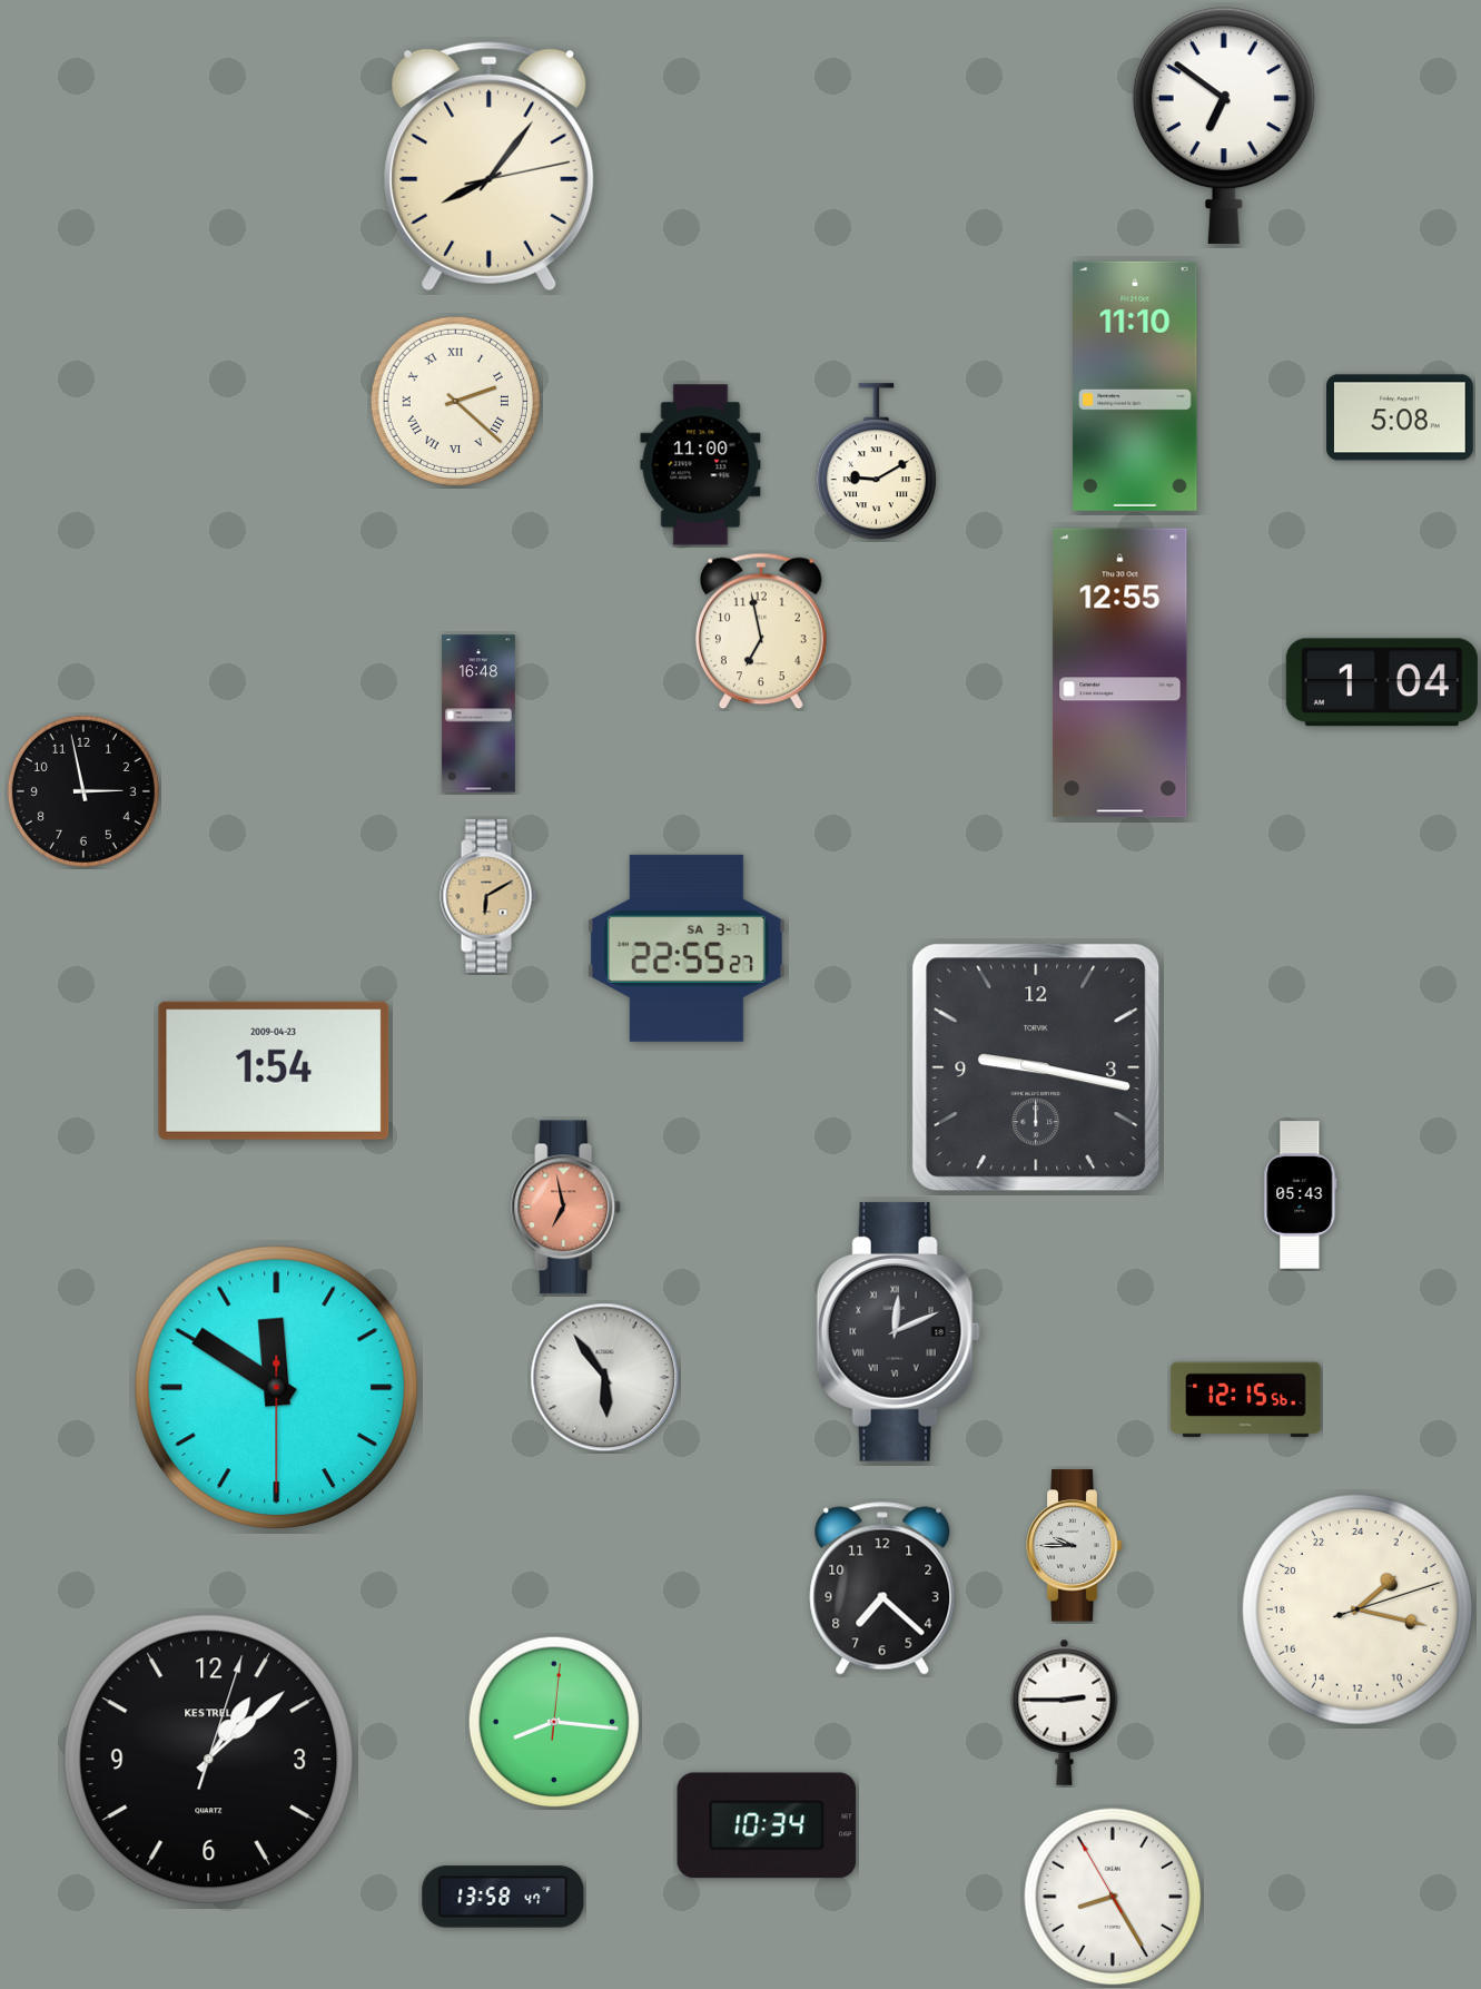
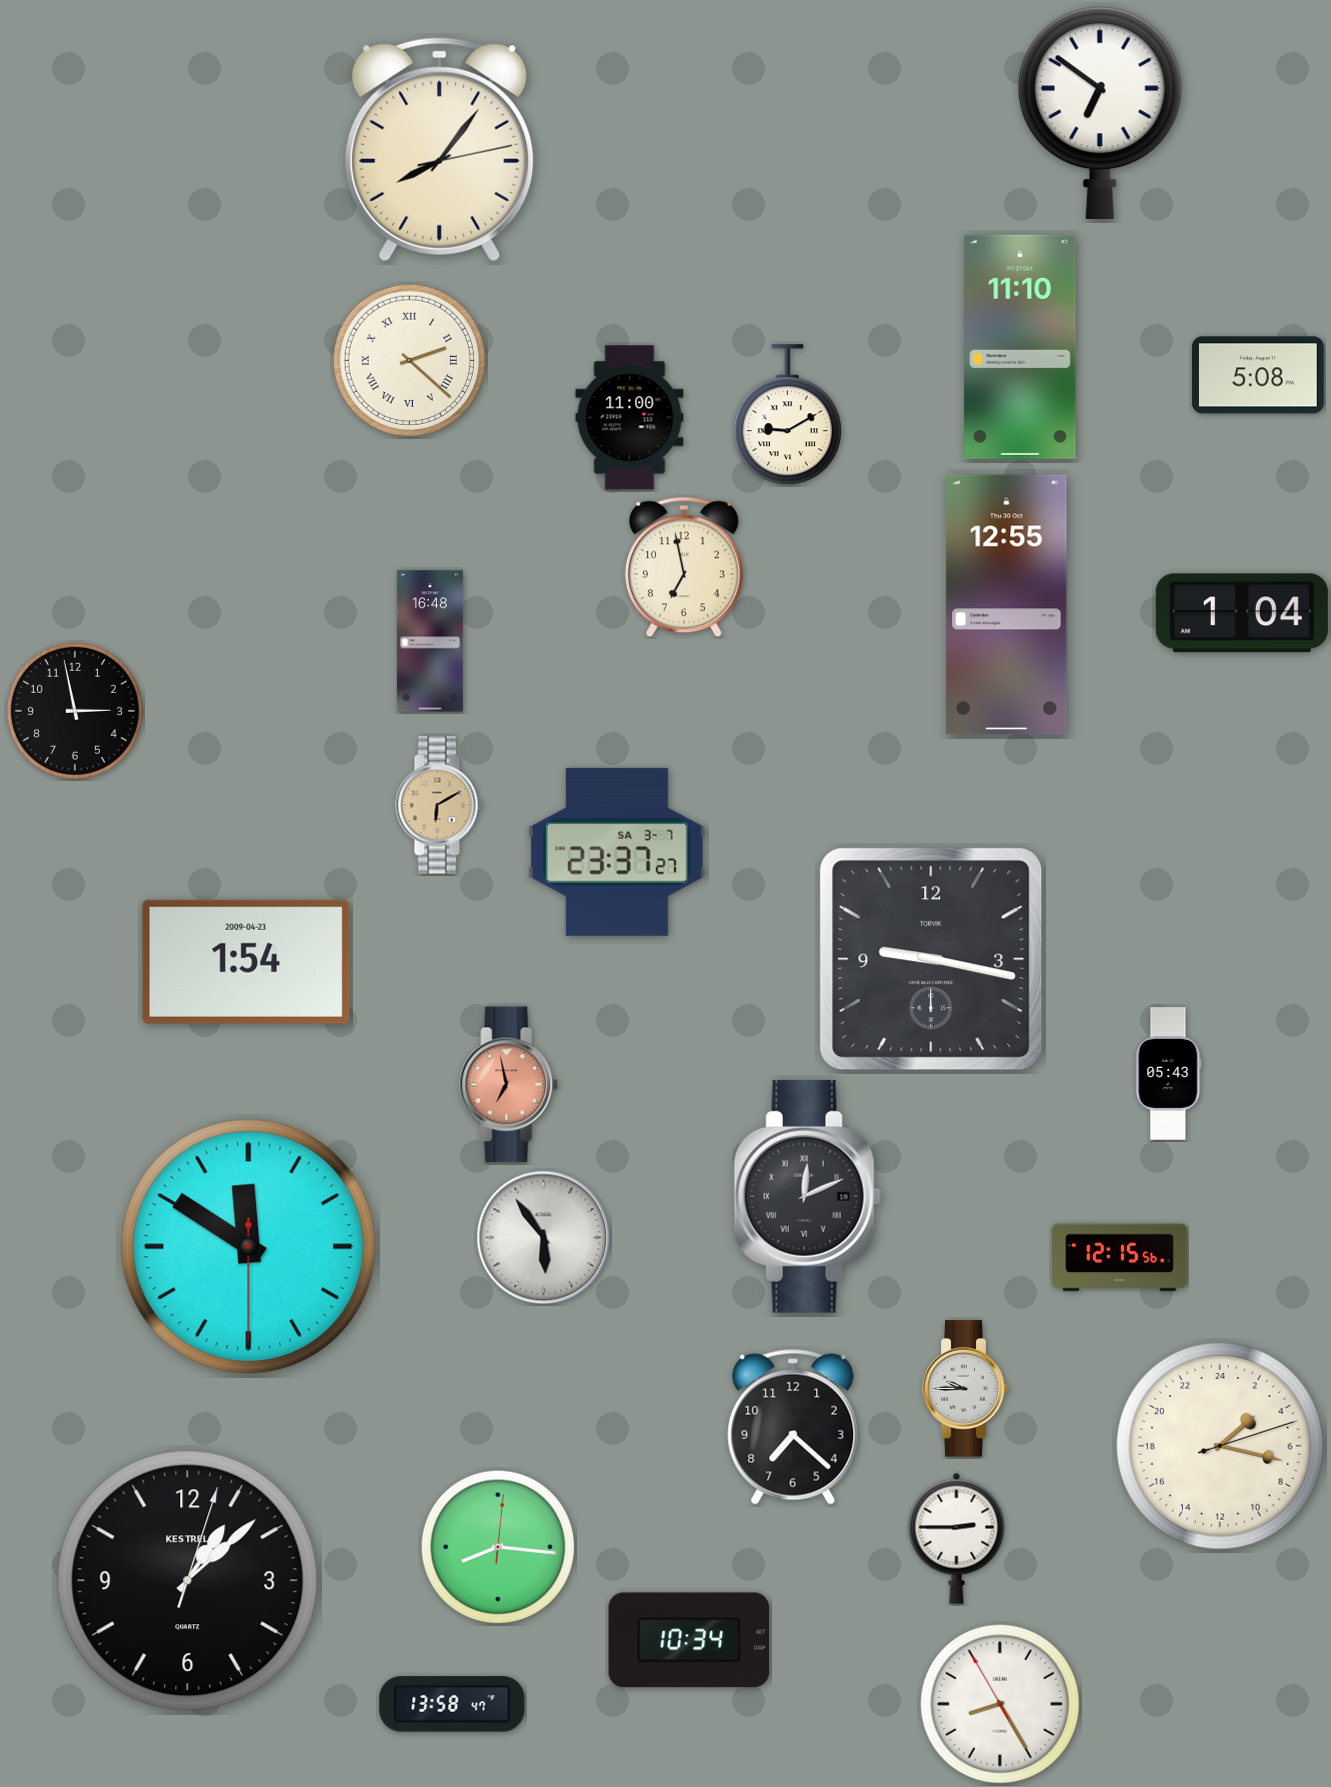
clock at (687, 948): 22:55 -> 23:37
